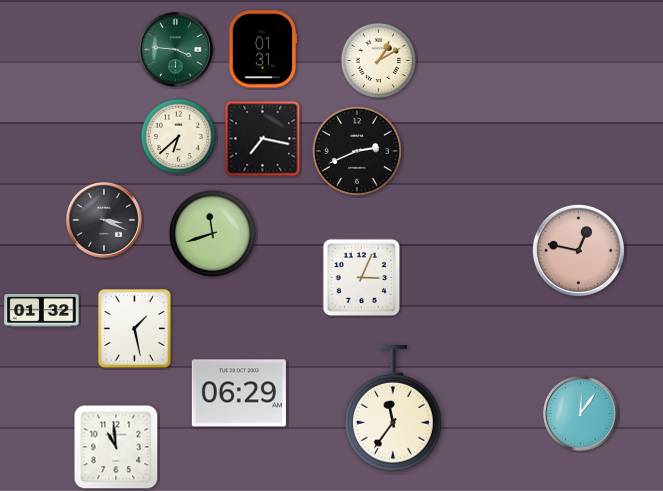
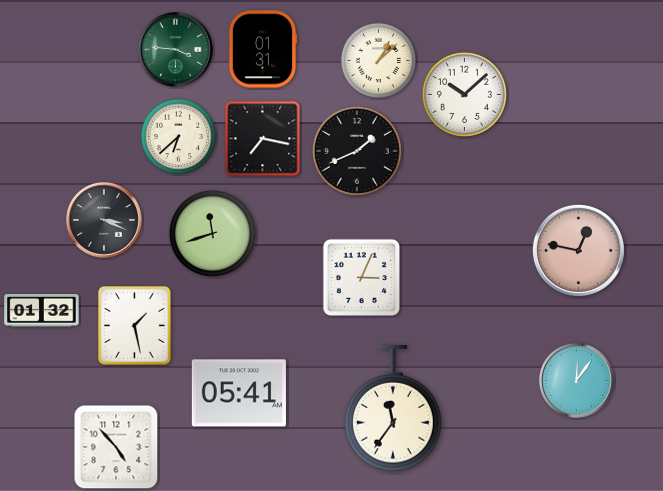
clock at (378, 60): 1:10 -> 1:08
clock at (464, 94): none -> 10:08
clock at (357, 151): 2:41 -> 1:41
clock at (135, 329) position: (135, 329) -> (135, 326)
clock at (239, 393): 06:29 -> 05:41
clock at (581, 414) position: (581, 414) -> (577, 381)
clock at (116, 447): 10:59 -> 4:53
